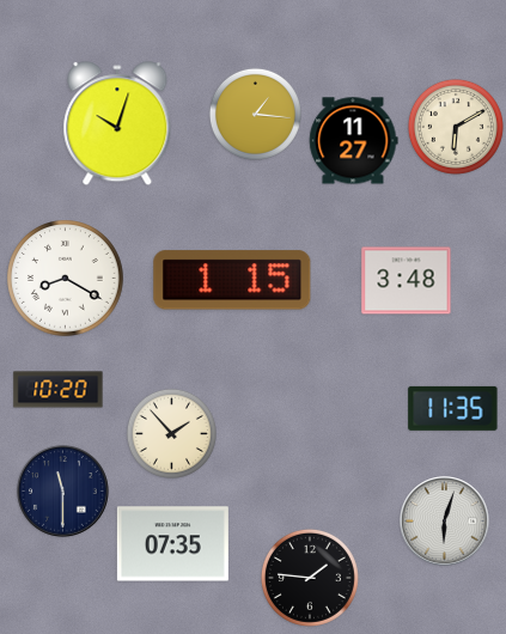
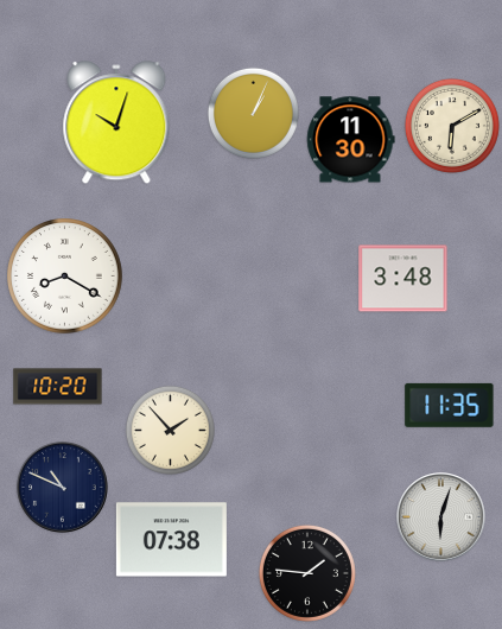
clock at (255, 114): 1:16 -> 1:04
clock at (354, 141): 11:27 -> 11:30
clock at (232, 280): 1:15 -> none
clock at (63, 492): 11:30 -> 10:49
clock at (172, 544): 07:35 -> 07:38
